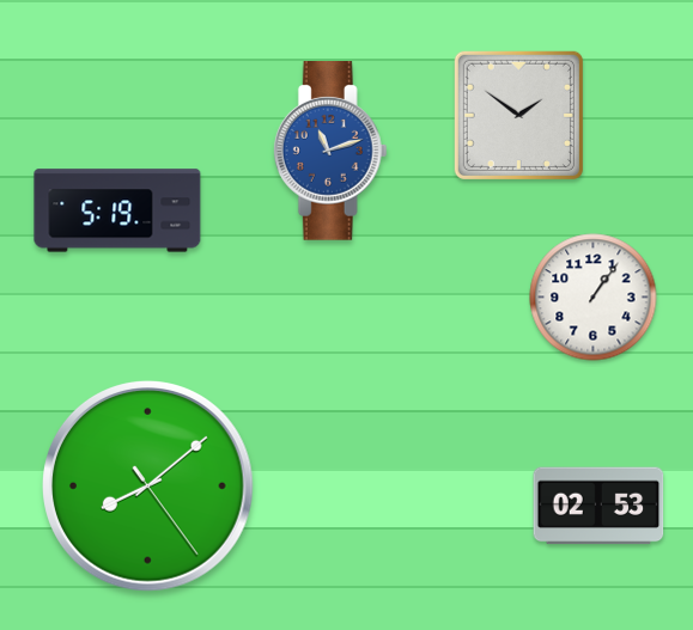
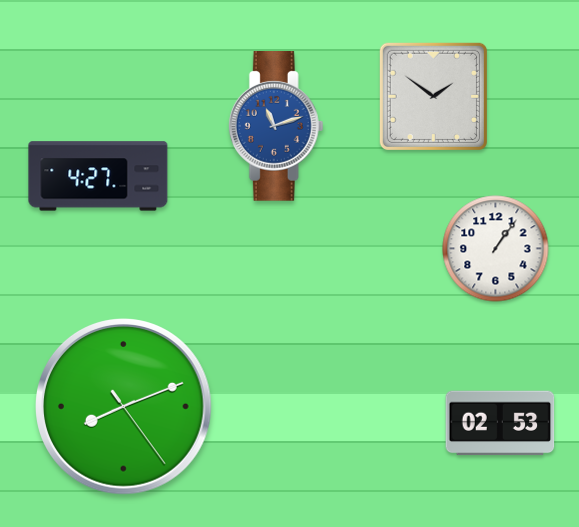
clock at (117, 210): 5:19 -> 4:27
clock at (148, 487): 8:08 -> 8:11
